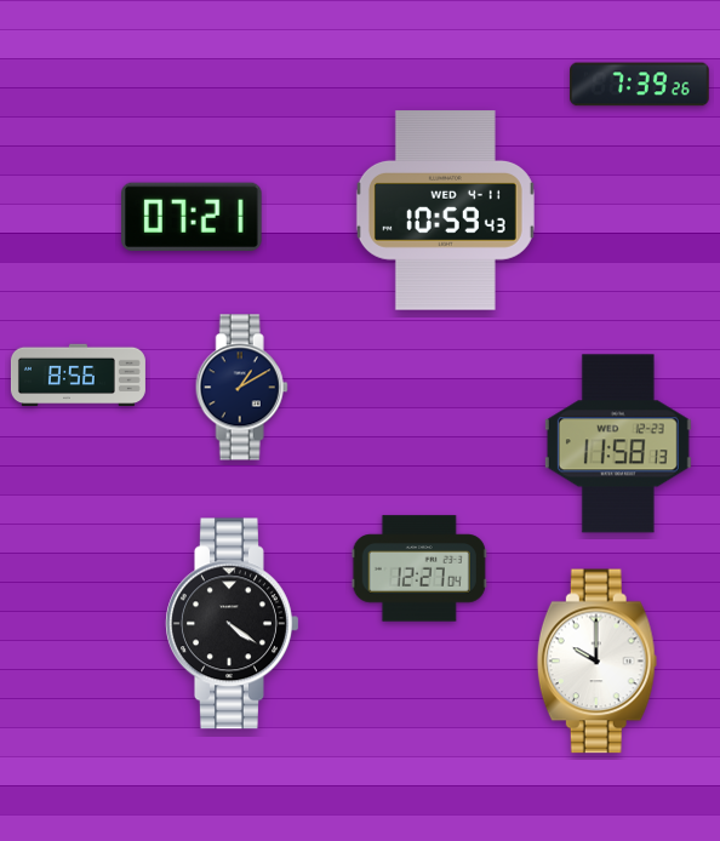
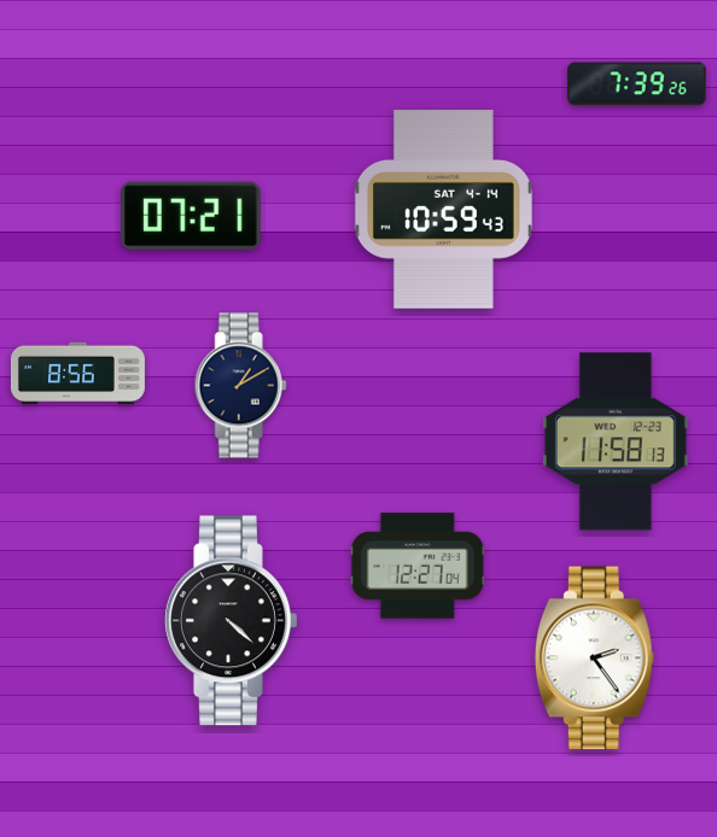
clock at (445, 211) date: WED 4-11 -> SAT 4-14
clock at (233, 624): 4:21 -> 4:22
clock at (596, 662): 10:00 -> 2:24
